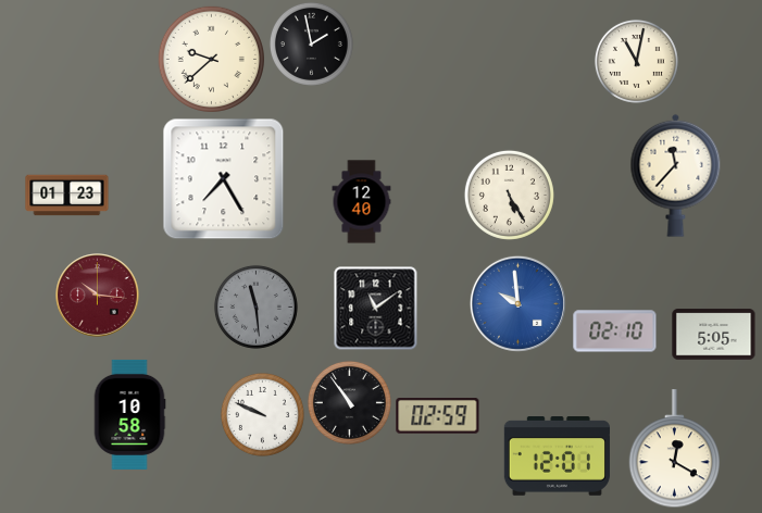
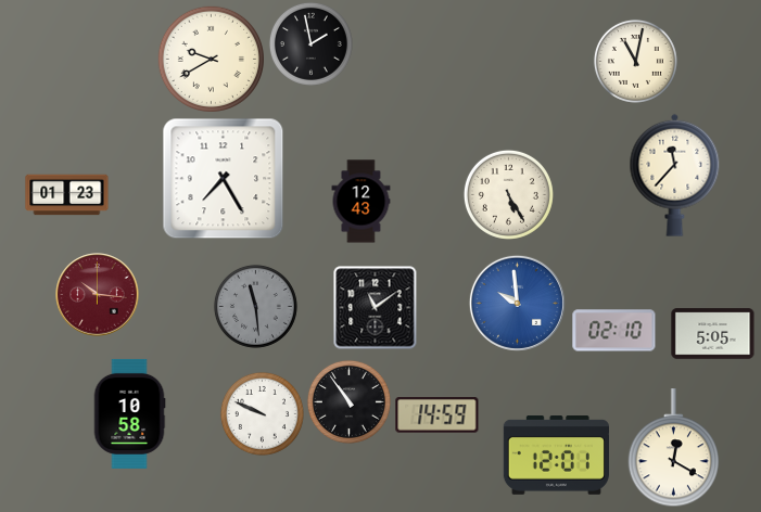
clock at (211, 59): 9:38 -> 9:40
clock at (362, 202): 12:40 -> 12:43
clock at (438, 416): 02:59 -> 14:59
